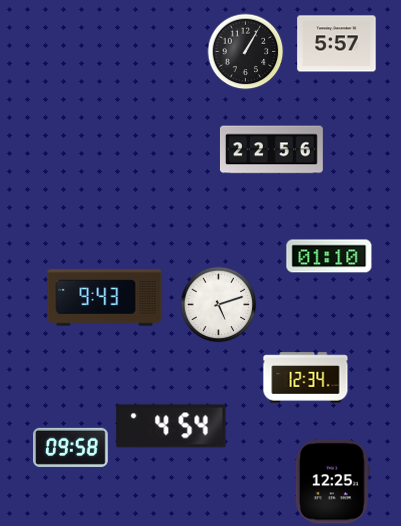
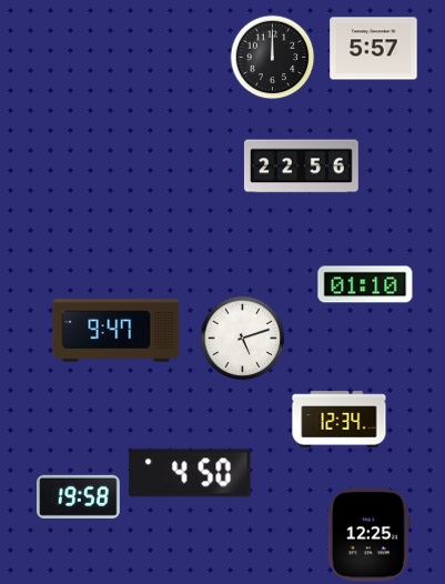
clock at (246, 52): 1:05 -> 12:00
clock at (105, 298): 9:43 -> 9:47
clock at (171, 426): 4:54 -> 4:50
clock at (71, 447): 09:58 -> 19:58
